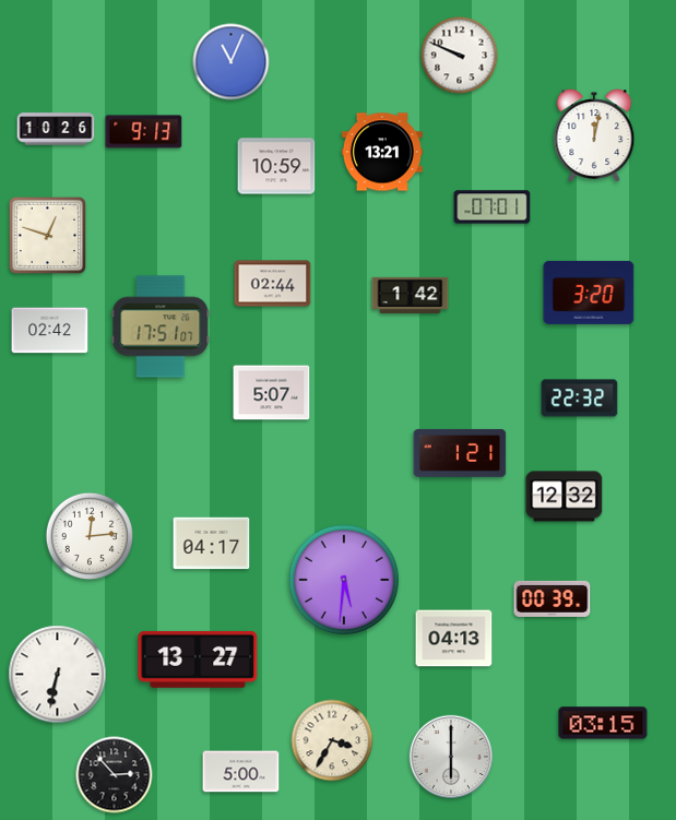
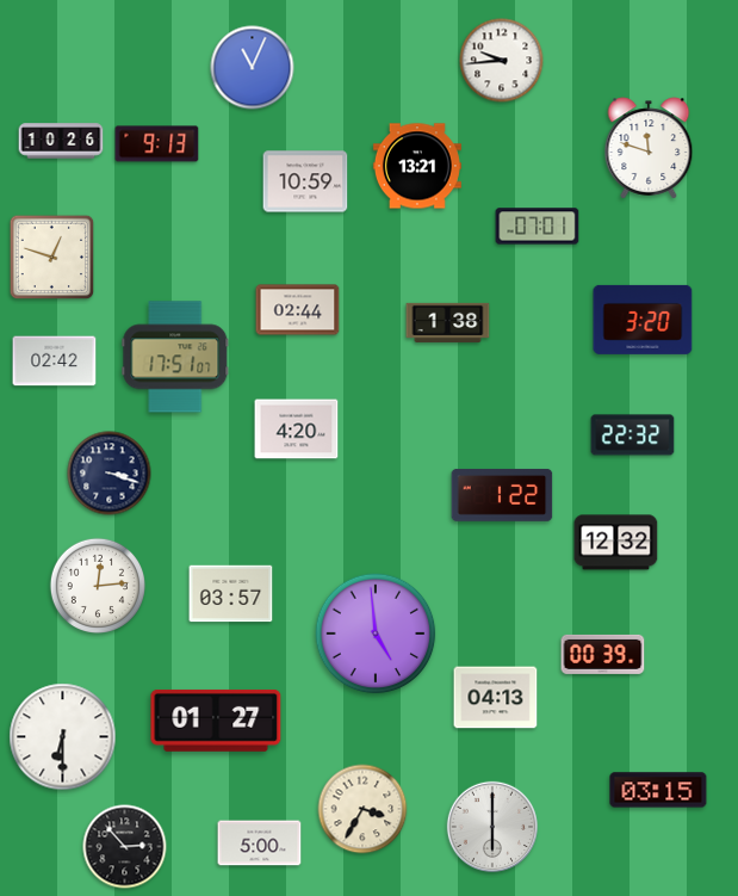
clock at (460, 56): 9:49 -> 9:44
clock at (594, 135): 12:02 -> 11:48
clock at (276, 166) position: (276, 166) -> (305, 181)
clock at (411, 295): 1:42 -> 1:38
clock at (272, 393): 5:07 -> 4:20
clock at (110, 474): none -> 3:18
clock at (460, 453): 1:21 -> 1:22
clock at (212, 544): 04:17 -> 03:57
clock at (344, 580): 5:31 -> 4:59
clock at (198, 659): 13:27 -> 01:27
clock at (58, 675): 6:32 -> 6:30
clock at (241, 772) position: (241, 772) -> (260, 844)
